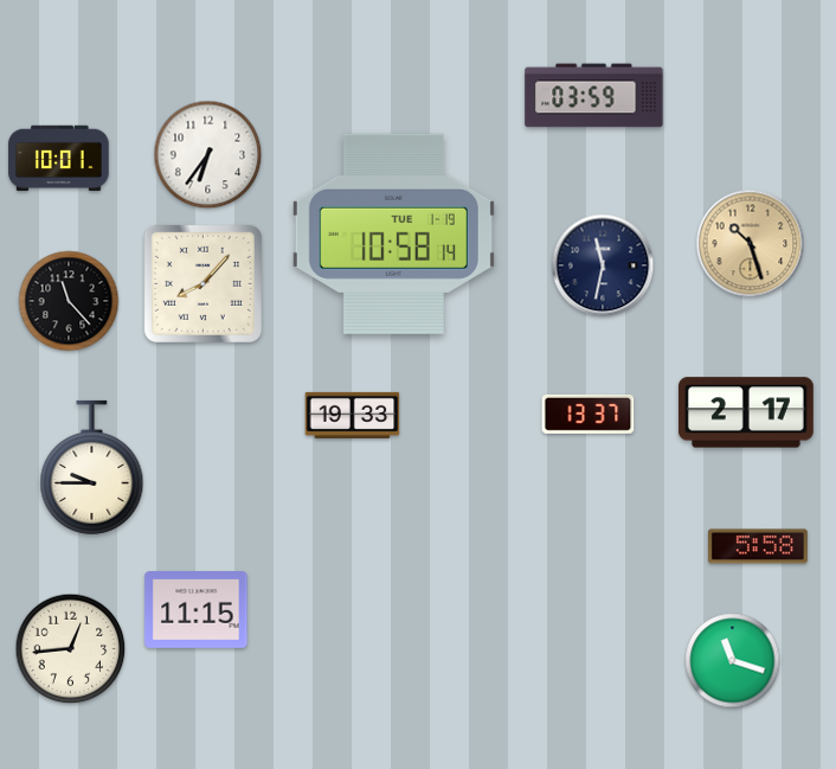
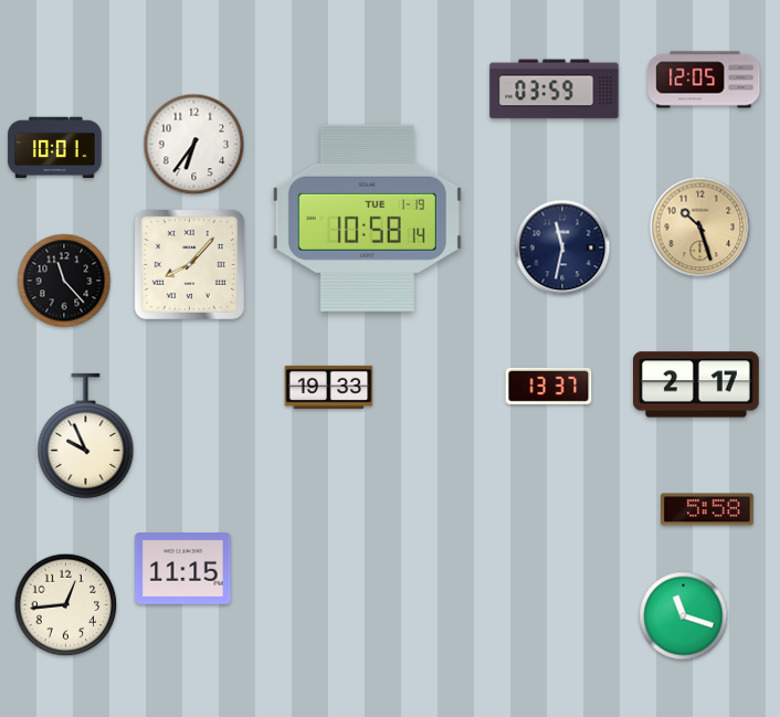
clock at (704, 80): none -> 12:05
clock at (92, 467): 9:45 -> 9:56
